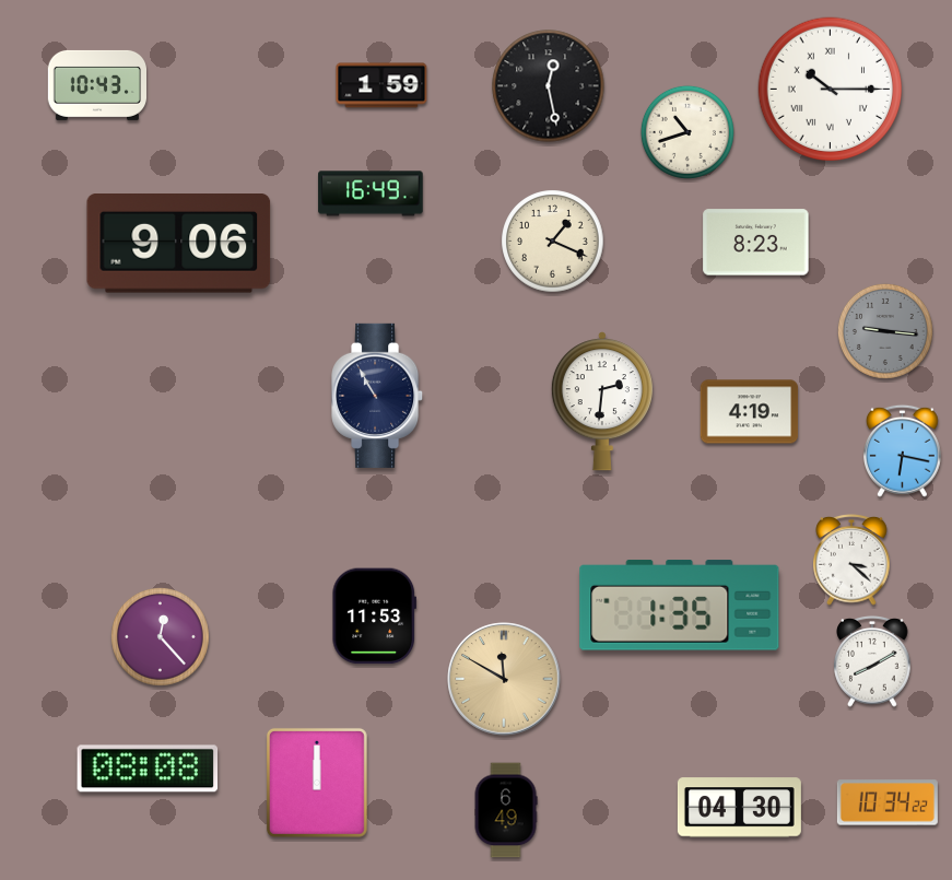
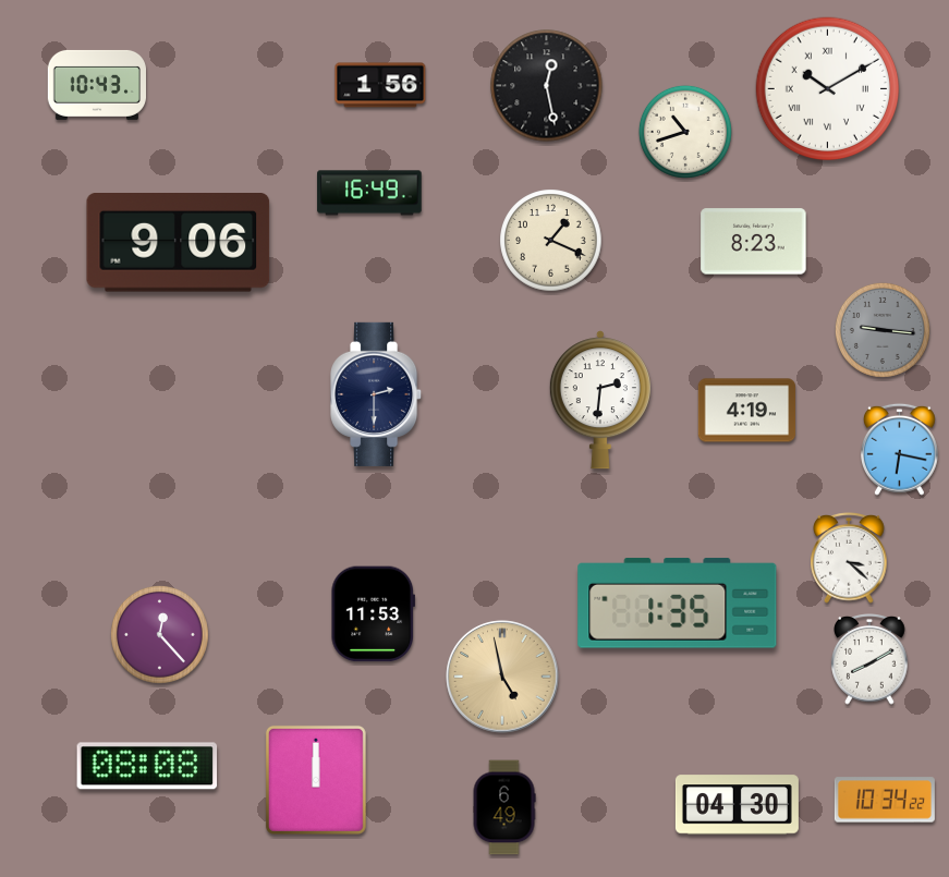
clock at (381, 85): 1:59 -> 1:56
clock at (831, 90): 10:15 -> 10:10
clock at (378, 396): 10:55 -> 2:30
clock at (504, 679): 11:50 -> 4:58
